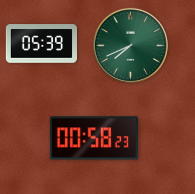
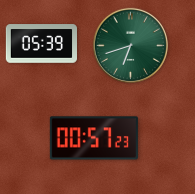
clock at (130, 45): 7:41 -> 6:42
clock at (94, 138): 00:58 -> 00:57
